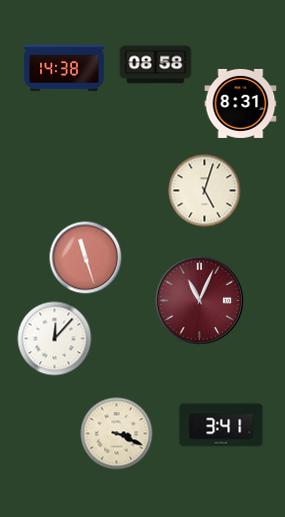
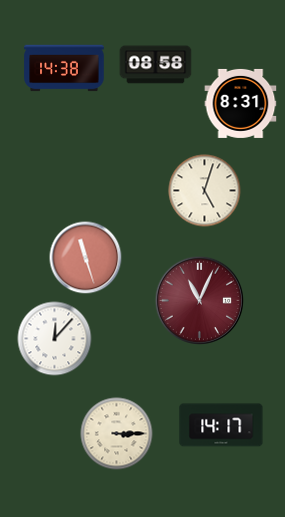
clock at (221, 425): 3:41 -> 14:17
clock at (117, 434): 3:19 -> 3:15
